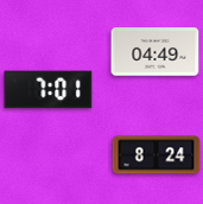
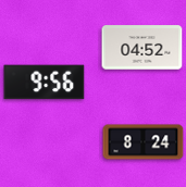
clock at (156, 52): 04:49 -> 04:52
clock at (49, 90): 7:01 -> 9:56
